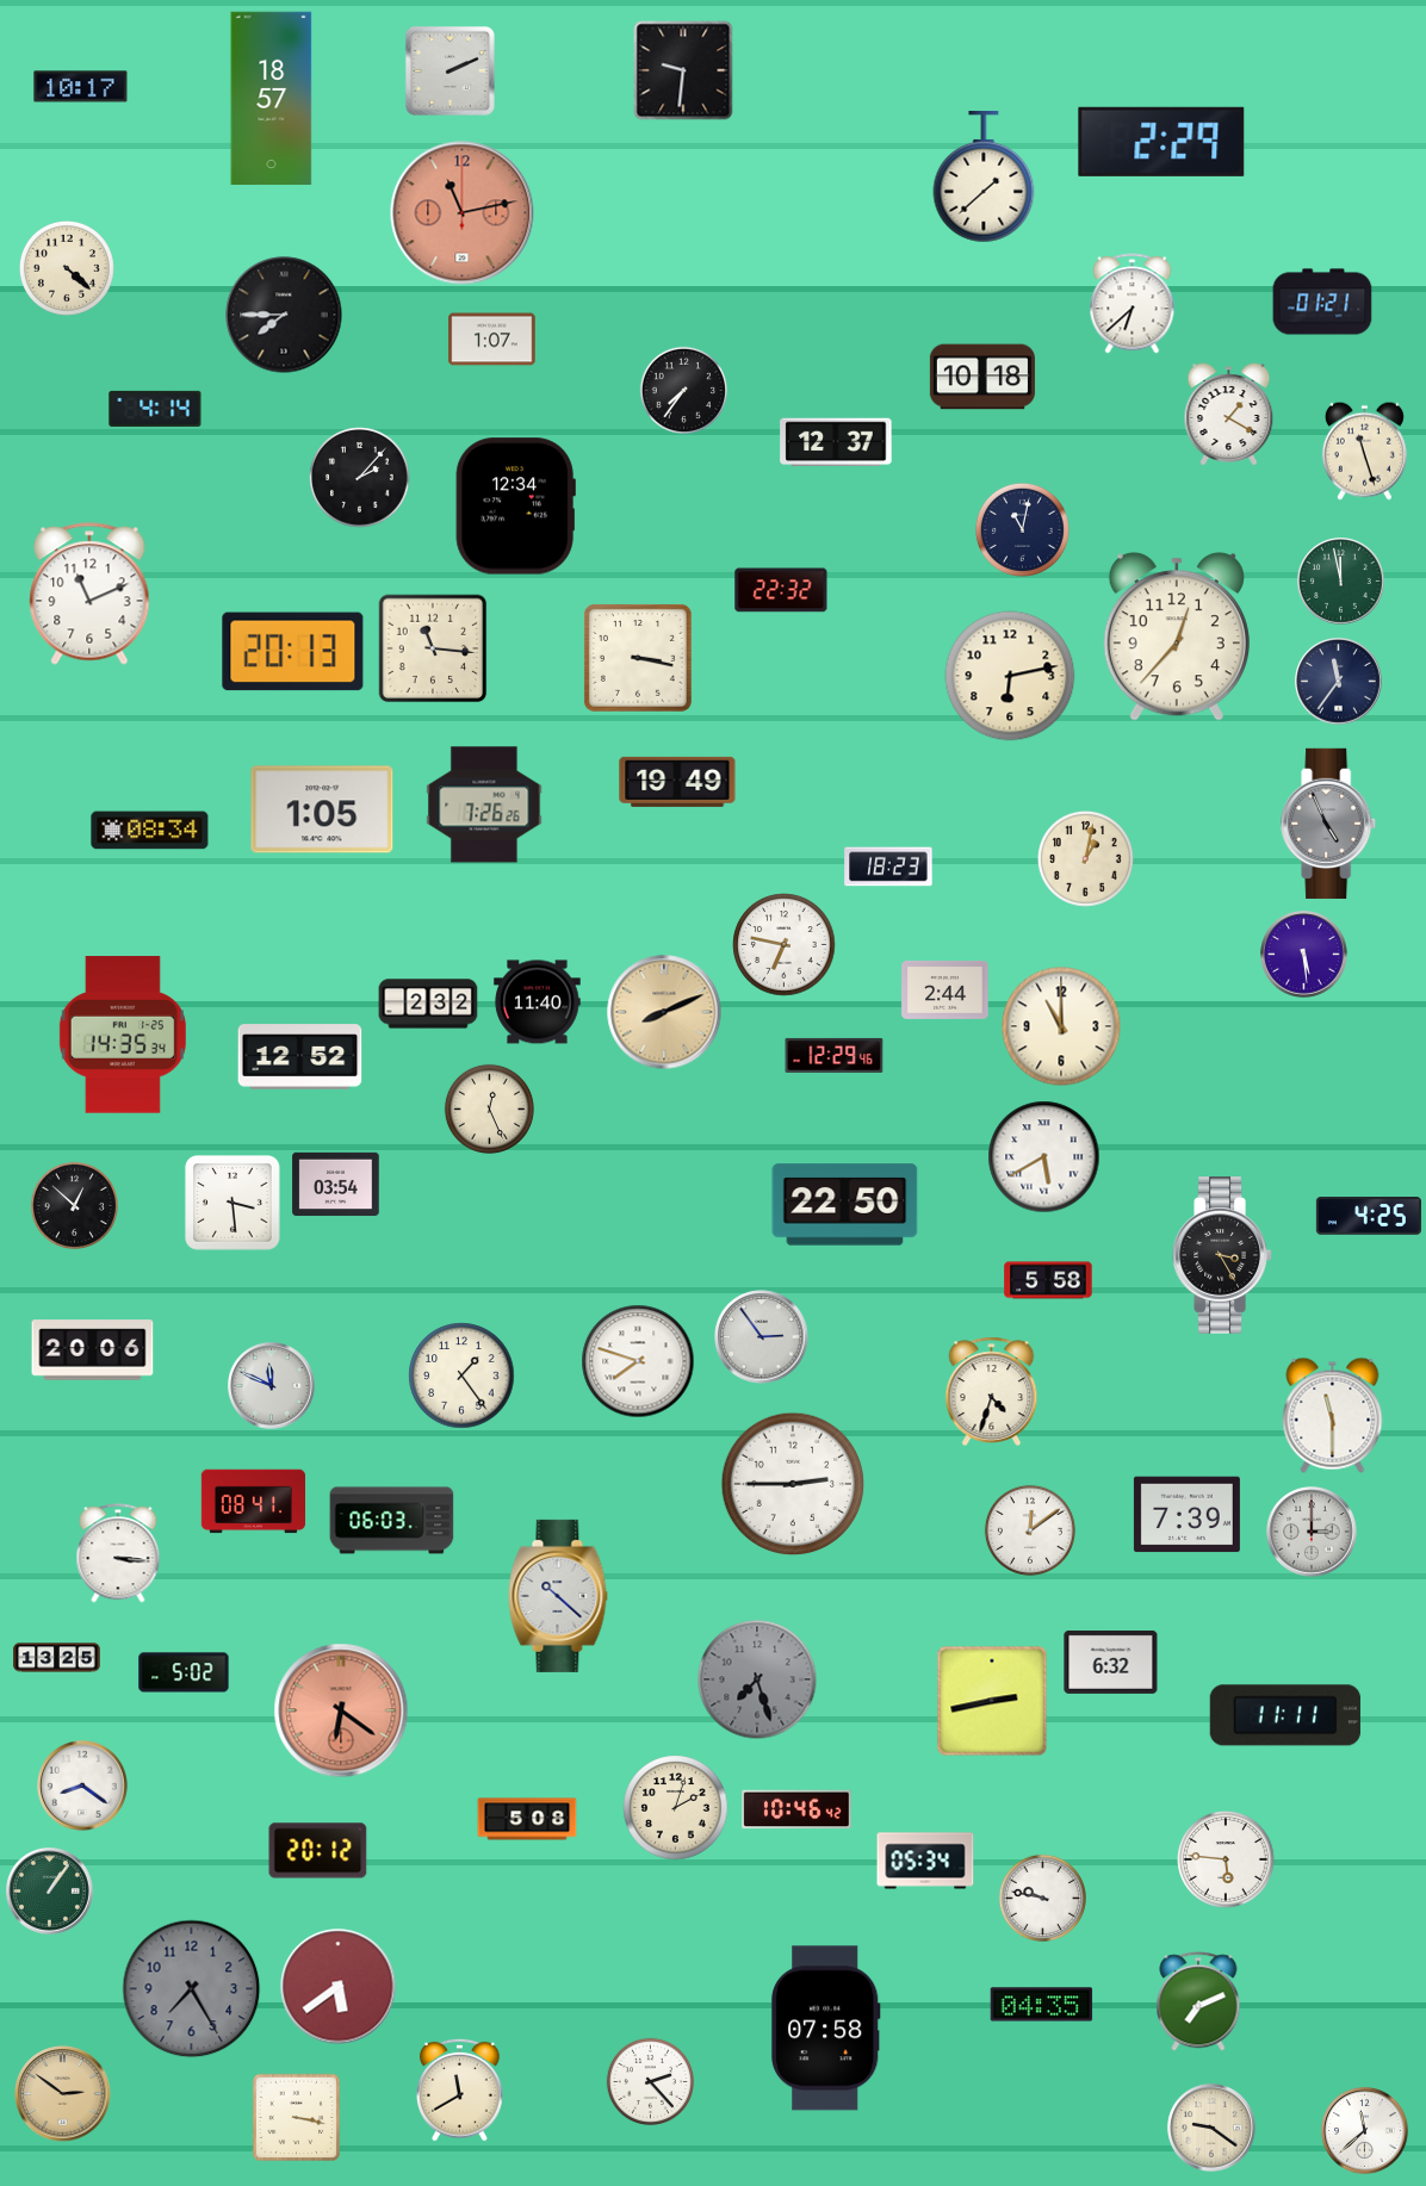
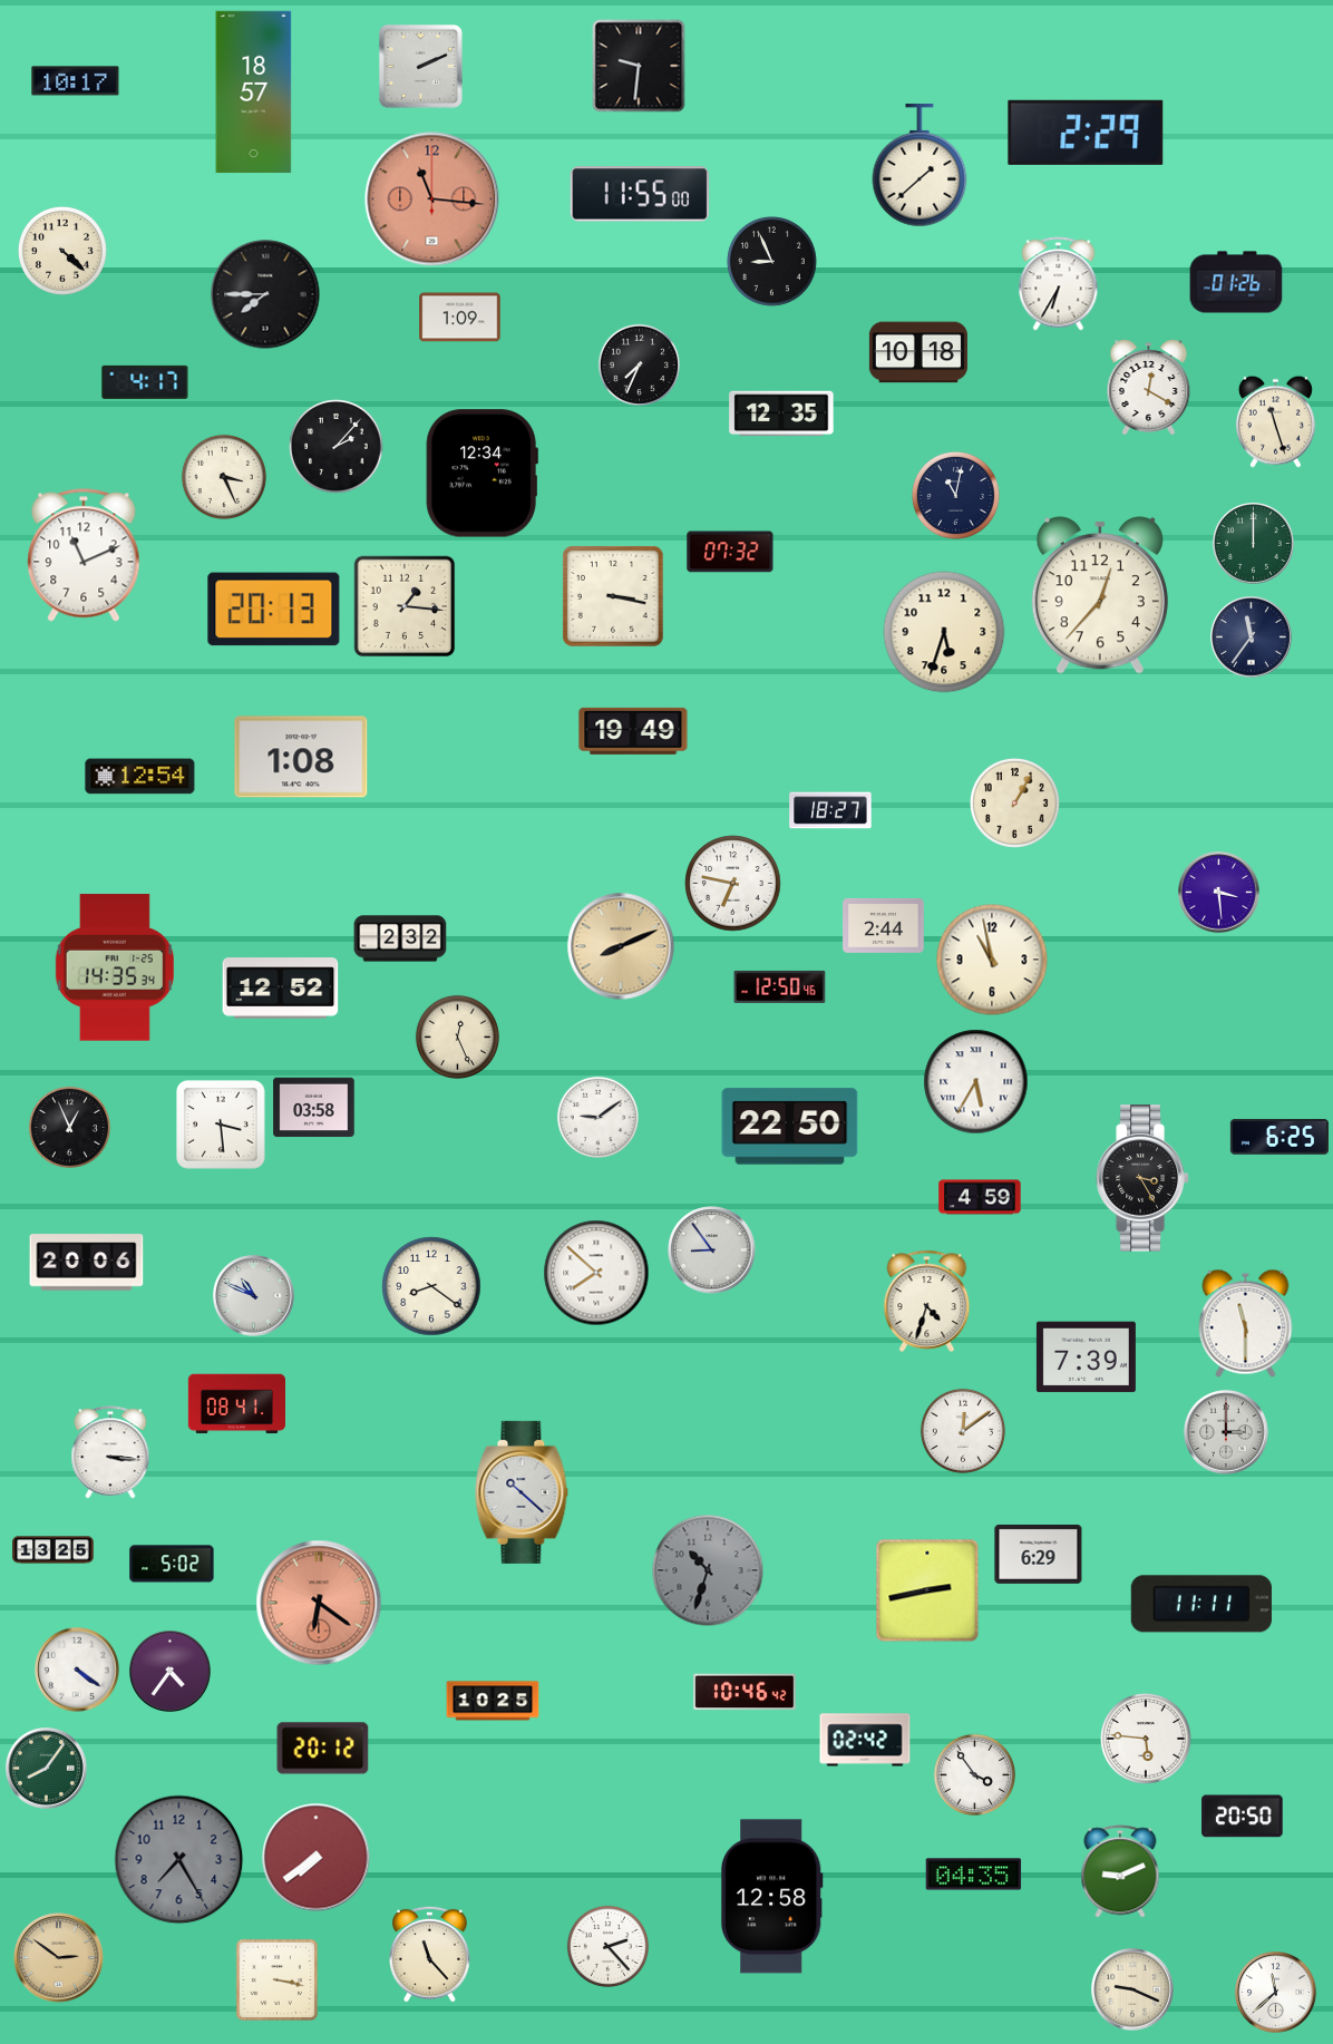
clock at (640, 194): none -> 11:55
clock at (463, 213): 11:13 -> 11:16
clock at (771, 261): none -> 8:56
clock at (1322, 302): 01:21 -> 01:26
clock at (1133, 304): 6:38 -> 6:35
clock at (492, 340): 1:07 -> 1:09
clock at (683, 390): 7:36 -> 7:34
clock at (155, 409): 4:14 -> 4:17
clock at (1229, 415): 1:20 -> 12:20
clock at (836, 442): 12:37 -> 12:35
clock at (224, 477): none -> 3:26
clock at (1341, 582): 11:58 -> 12:00
clock at (781, 590): 22:32 -> 07:32
clock at (433, 648): 11:16 -> 1:16
clock at (638, 658) position: (638, 658) -> (613, 596)
clock at (1010, 676): 6:13 -> 5:33
clock at (484, 805): 7:26 -> none
clock at (322, 809): 1:05 -> 1:08
clock at (1329, 824): 4:56 -> none
clock at (150, 831): 08:34 -> 12:54
clock at (1085, 858): 1:02 -> 1:05
clock at (888, 867): 18:23 -> 18:27
clock at (1304, 955): 5:29 -> 3:29
clock at (538, 1002): 11:40 -> none
clock at (1061, 1026): 11:00 -> 10:58
clock at (835, 1055): 12:29 -> 12:50
clock at (1044, 1157): 5:40 -> 5:35
clock at (336, 1185): 03:54 -> 03:58
clock at (597, 1117): none -> 9:09
clock at (234, 1204) position: (234, 1204) -> (222, 1126)
clock at (74, 1205): 12:52 -> 12:56
clock at (1369, 1216): 4:25 -> 6:25
clock at (1222, 1255) position: (1222, 1255) -> (1142, 1178)
clock at (1048, 1280): 5:58 -> 4:59
clock at (762, 1337): 2:54 -> 8:54
clock at (638, 1361): 7:48 -> 7:52
clock at (461, 1375): 1:24 -> 8:21
clock at (272, 1386): 11:49 -> 10:49
clock at (793, 1484): 2:45 -> none
clock at (1186, 1515) position: (1186, 1515) -> (1086, 1357)
clock at (392, 1521): 06:03 -> none
clock at (1111, 1662): 6:32 -> 6:29
clock at (757, 1679): 7:27 -> 10:33
clock at (341, 1710) position: (341, 1710) -> (319, 1603)
clock at (82, 1786): 8:21 -> 4:21
clock at (171, 1672): none -> 4:36
clock at (676, 1808): 2:03 -> none
clock at (527, 1819): 5:08 -> 10:25
clock at (318, 1851) position: (318, 1851) -> (323, 1749)
clock at (925, 1861): 05:34 -> 02:42
clock at (50, 1892): 1:06 -> 8:06
clock at (1042, 1898): 9:47 -> 3:54
clock at (1243, 1817): none -> 20:50
clock at (339, 1987): 5:39 -> 7:39
clock at (1198, 2001): 7:11 -> 9:11
clock at (825, 2029): 07:58 -> 12:58
clock at (460, 2089): 11:40 -> 11:23
clock at (1211, 2128): 9:21 -> 9:19
